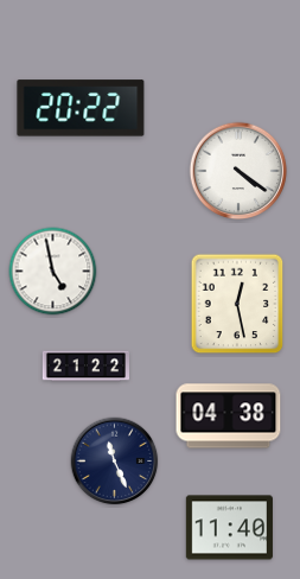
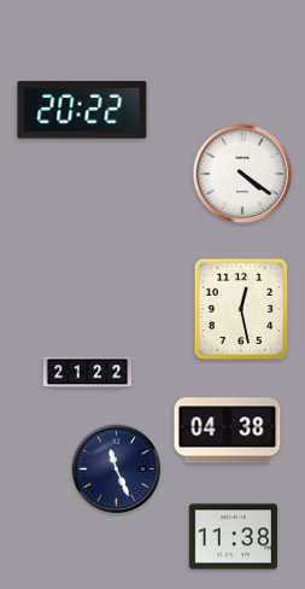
clock at (53, 272): 4:58 -> none
clock at (229, 416) position: (229, 416) -> (228, 431)
clock at (229, 528): 11:40 -> 11:38
